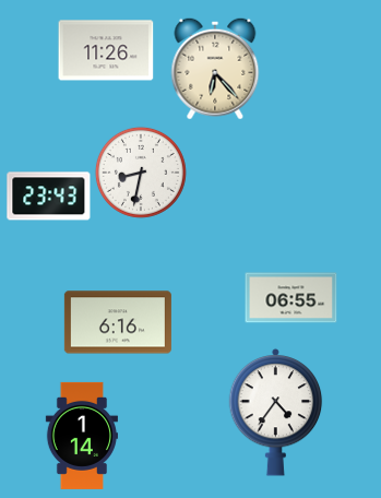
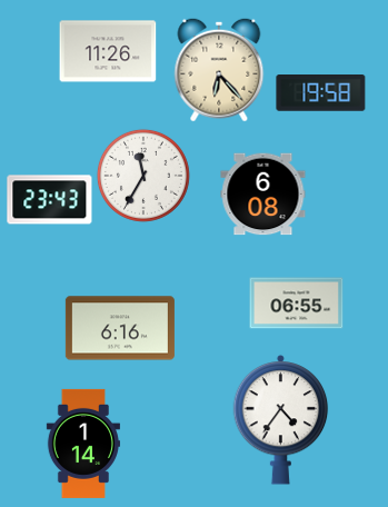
clock at (321, 93): none -> 19:58
clock at (141, 173): 8:32 -> 11:35
clock at (263, 195): none -> 6:08
